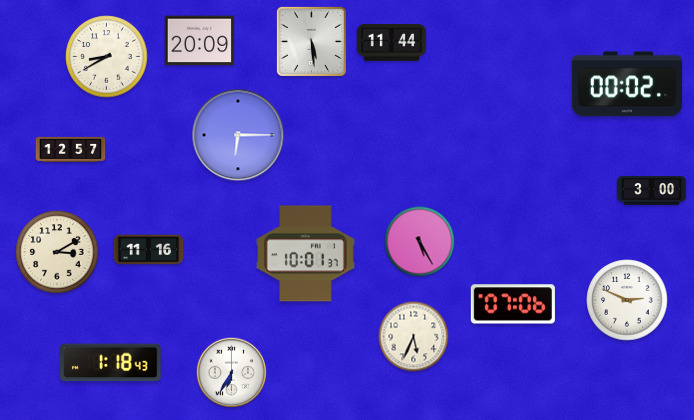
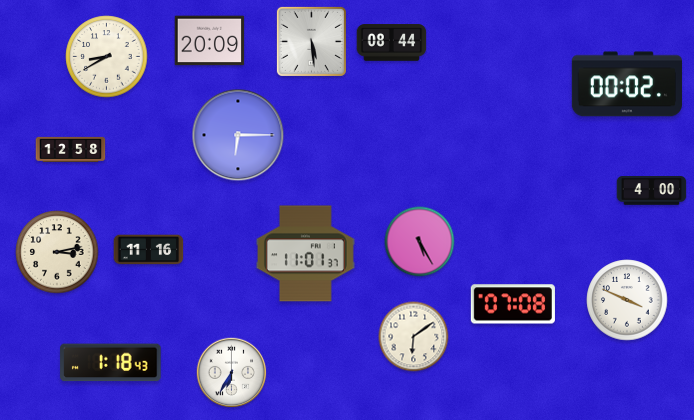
clock at (200, 41) position: (200, 41) -> (210, 41)
clock at (392, 43): 11:44 -> 08:44
clock at (71, 149): 12:57 -> 12:58
clock at (652, 191): 3:00 -> 4:00
clock at (57, 252): 3:10 -> 3:13
clock at (305, 254): 10:01 -> 11:01
clock at (627, 300): 2:49 -> 3:49
clock at (513, 304): 07:06 -> 07:08
clock at (414, 337): 5:34 -> 6:09
